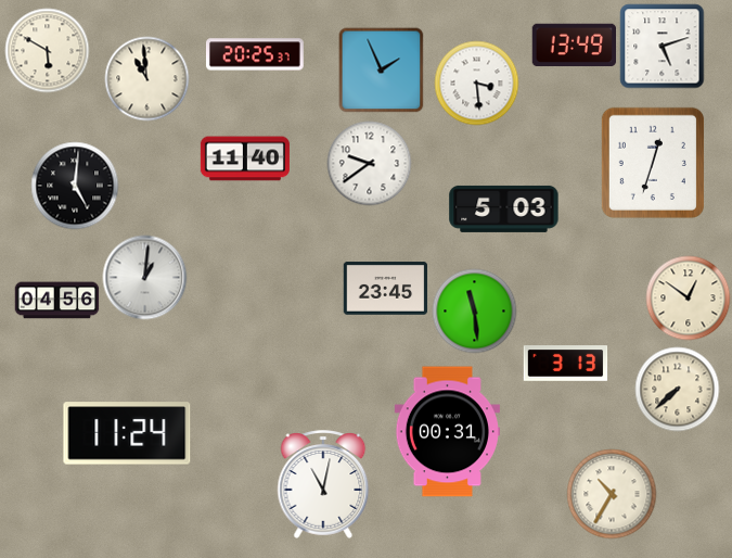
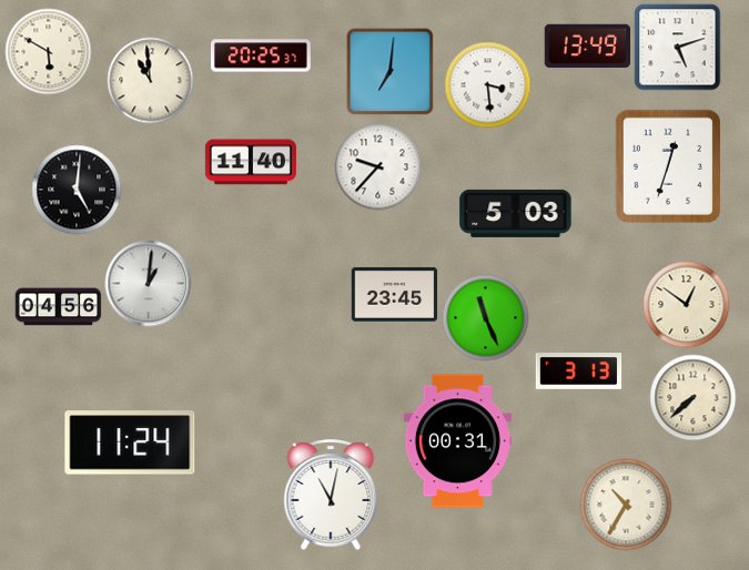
clock at (381, 69): 1:56 -> 7:01
clock at (369, 163): 9:39 -> 9:37
clock at (688, 297) position: (688, 297) -> (686, 304)
clock at (474, 310): 11:29 -> 11:26
